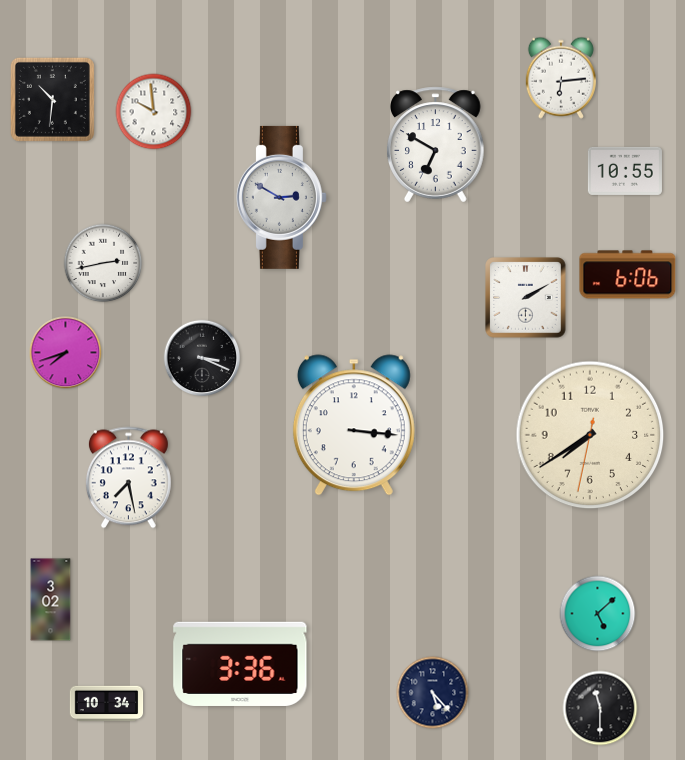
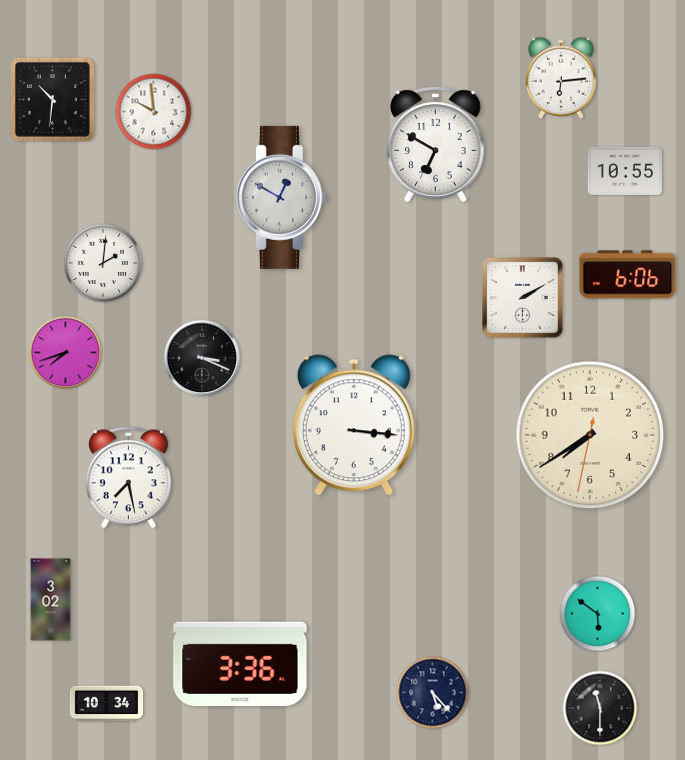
clock at (281, 197): 2:50 -> 12:50
clock at (103, 263): 2:43 -> 2:01
clock at (526, 298) position: (526, 298) -> (523, 298)
clock at (598, 614): 5:08 -> 5:51
